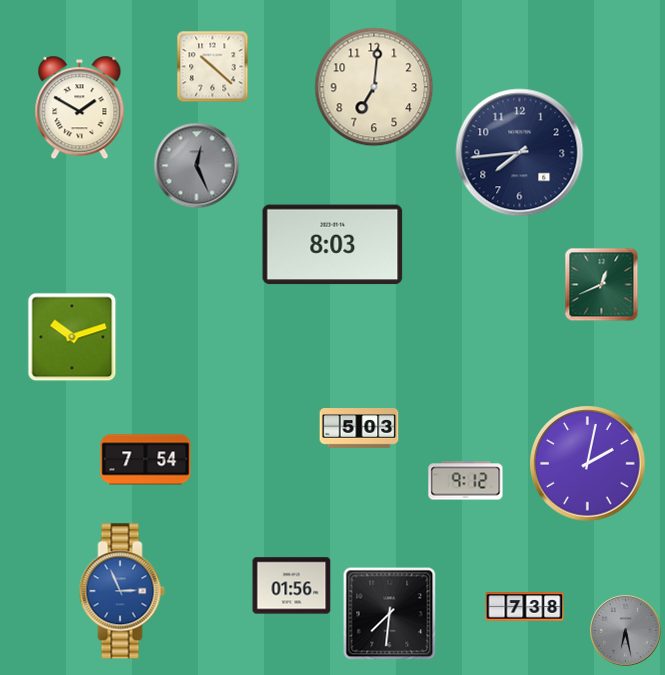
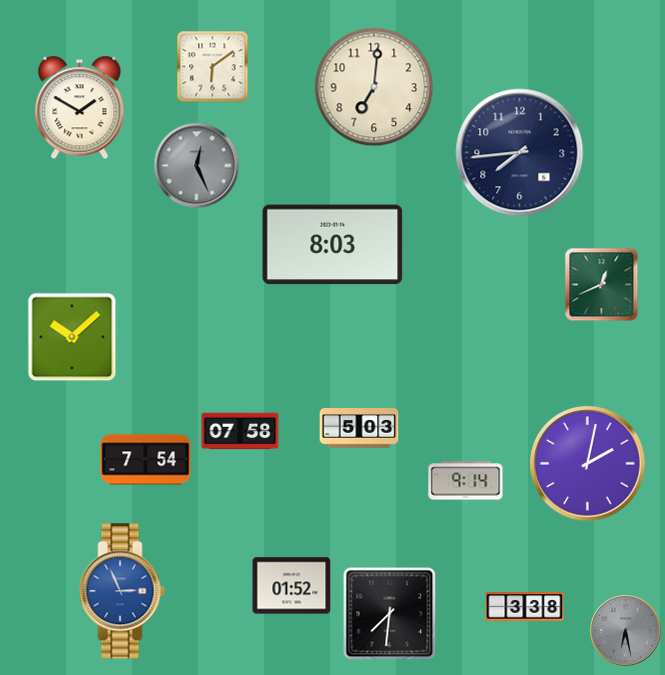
clock at (213, 67): 10:22 -> 6:09
clock at (72, 337): 10:12 -> 10:08
clock at (240, 431): none -> 07:58
clock at (466, 481): 9:12 -> 9:14
clock at (292, 586): 01:56 -> 01:52
clock at (525, 607): 7:38 -> 3:38
